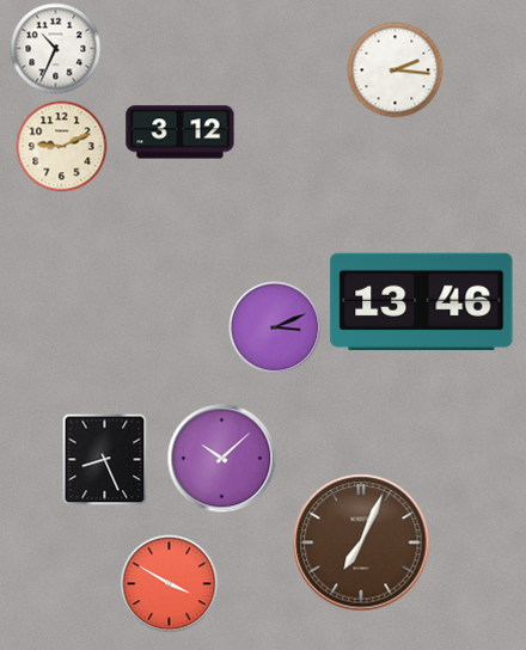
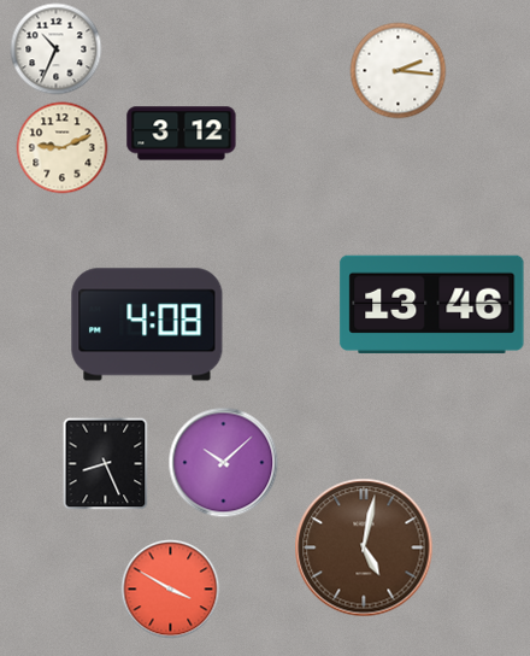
clock at (422, 301) position: (422, 301) -> (432, 304)
clock at (147, 324): none -> 4:08
clock at (275, 327): 3:11 -> none
clock at (361, 542): 7:04 -> 5:02
